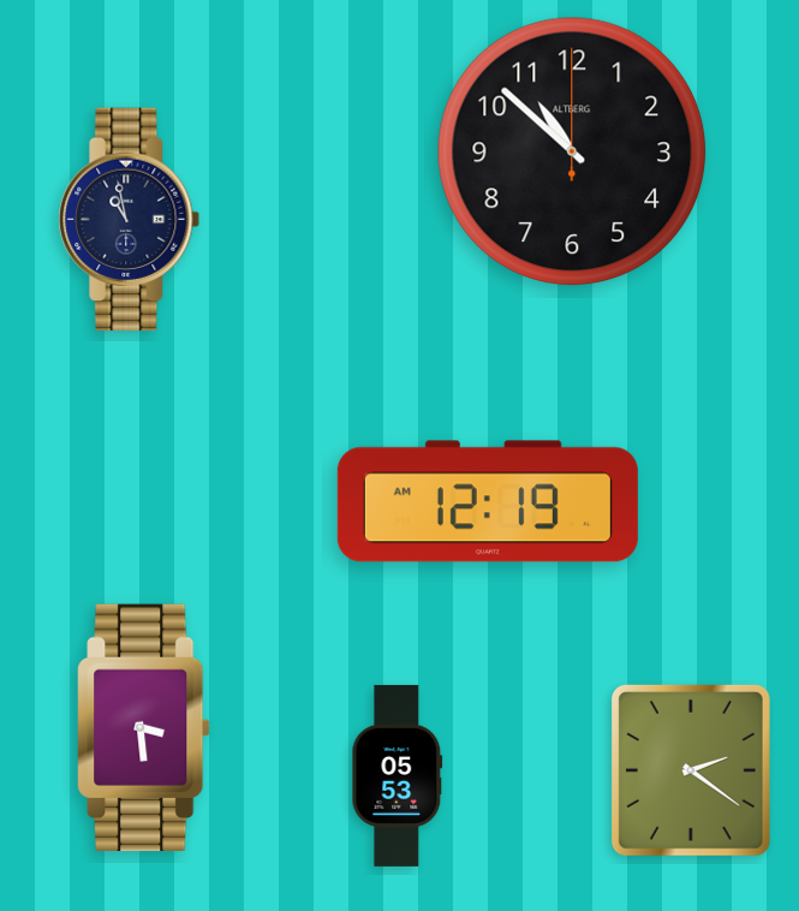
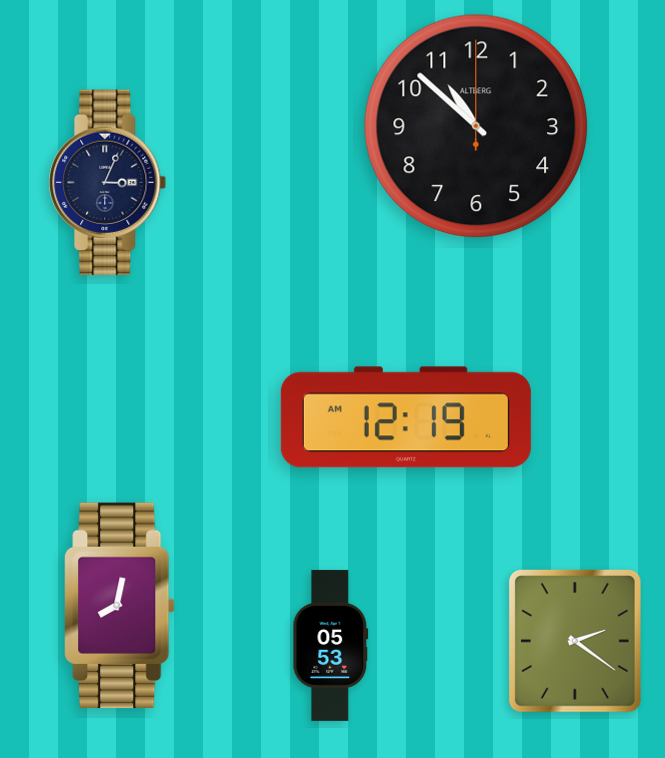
clock at (130, 220): 10:58 -> 3:04
clock at (144, 728): 3:29 -> 8:02
